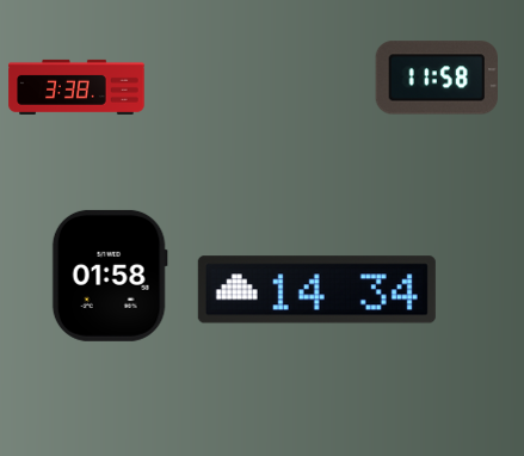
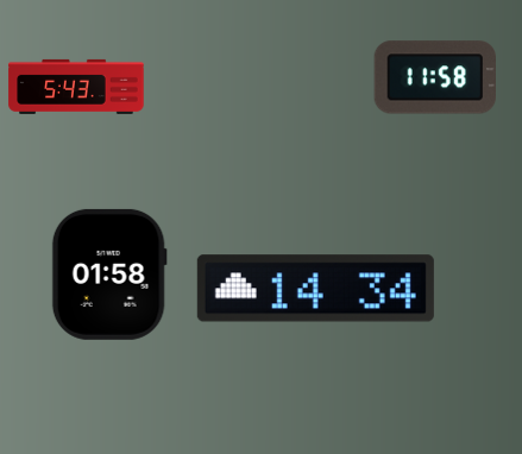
clock at (76, 87): 3:38 -> 5:43
